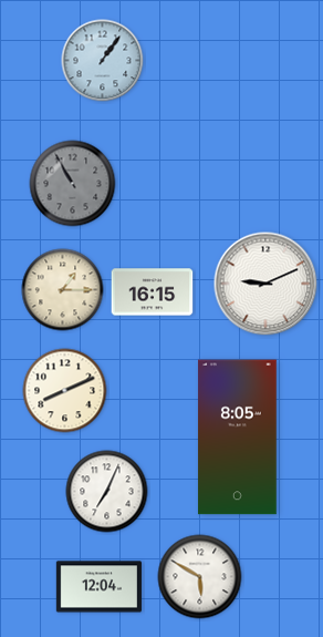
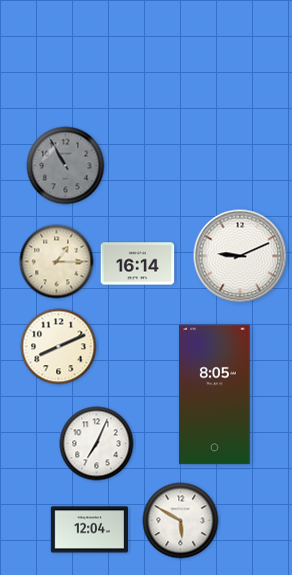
clock at (103, 61): 1:06 -> none
clock at (153, 292): 16:15 -> 16:14
clock at (65, 391) position: (65, 391) -> (59, 347)
